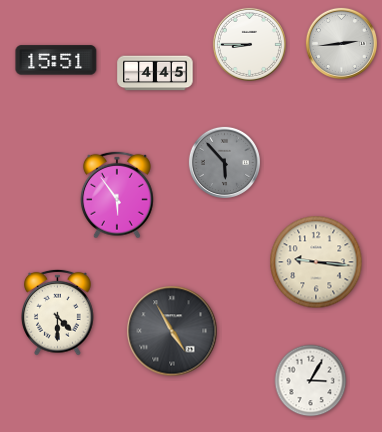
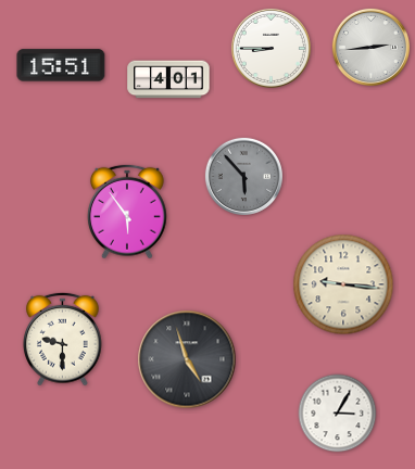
clock at (155, 73): 4:45 -> 4:01
clock at (58, 312): 4:30 -> 9:30
clock at (172, 331): 4:55 -> 4:57
